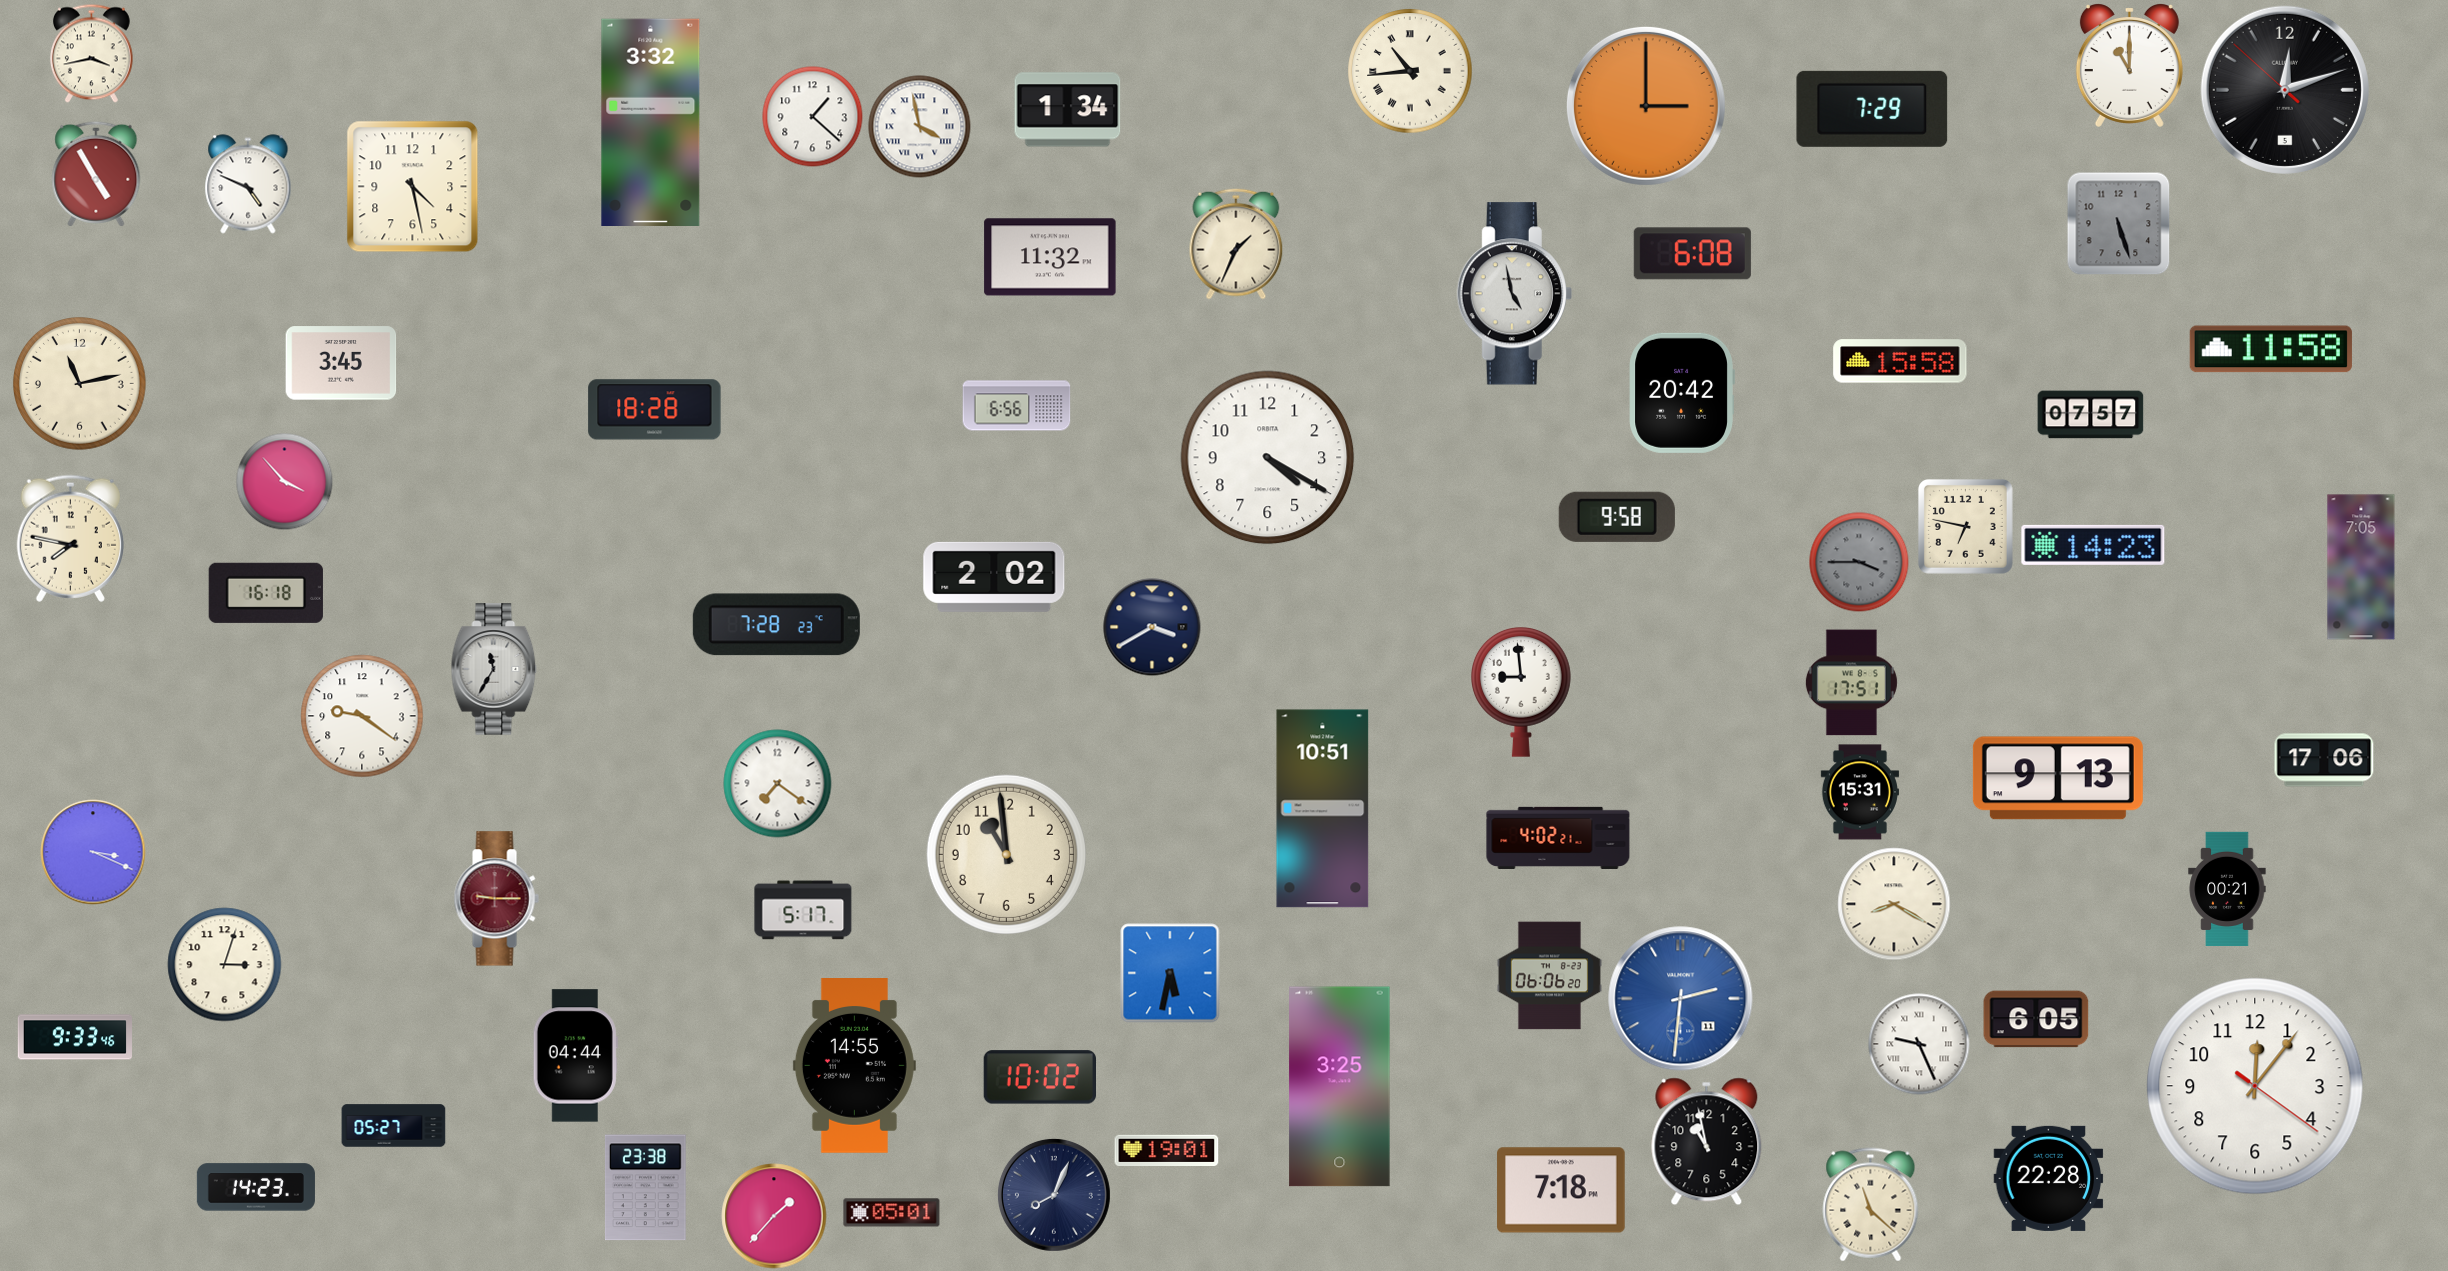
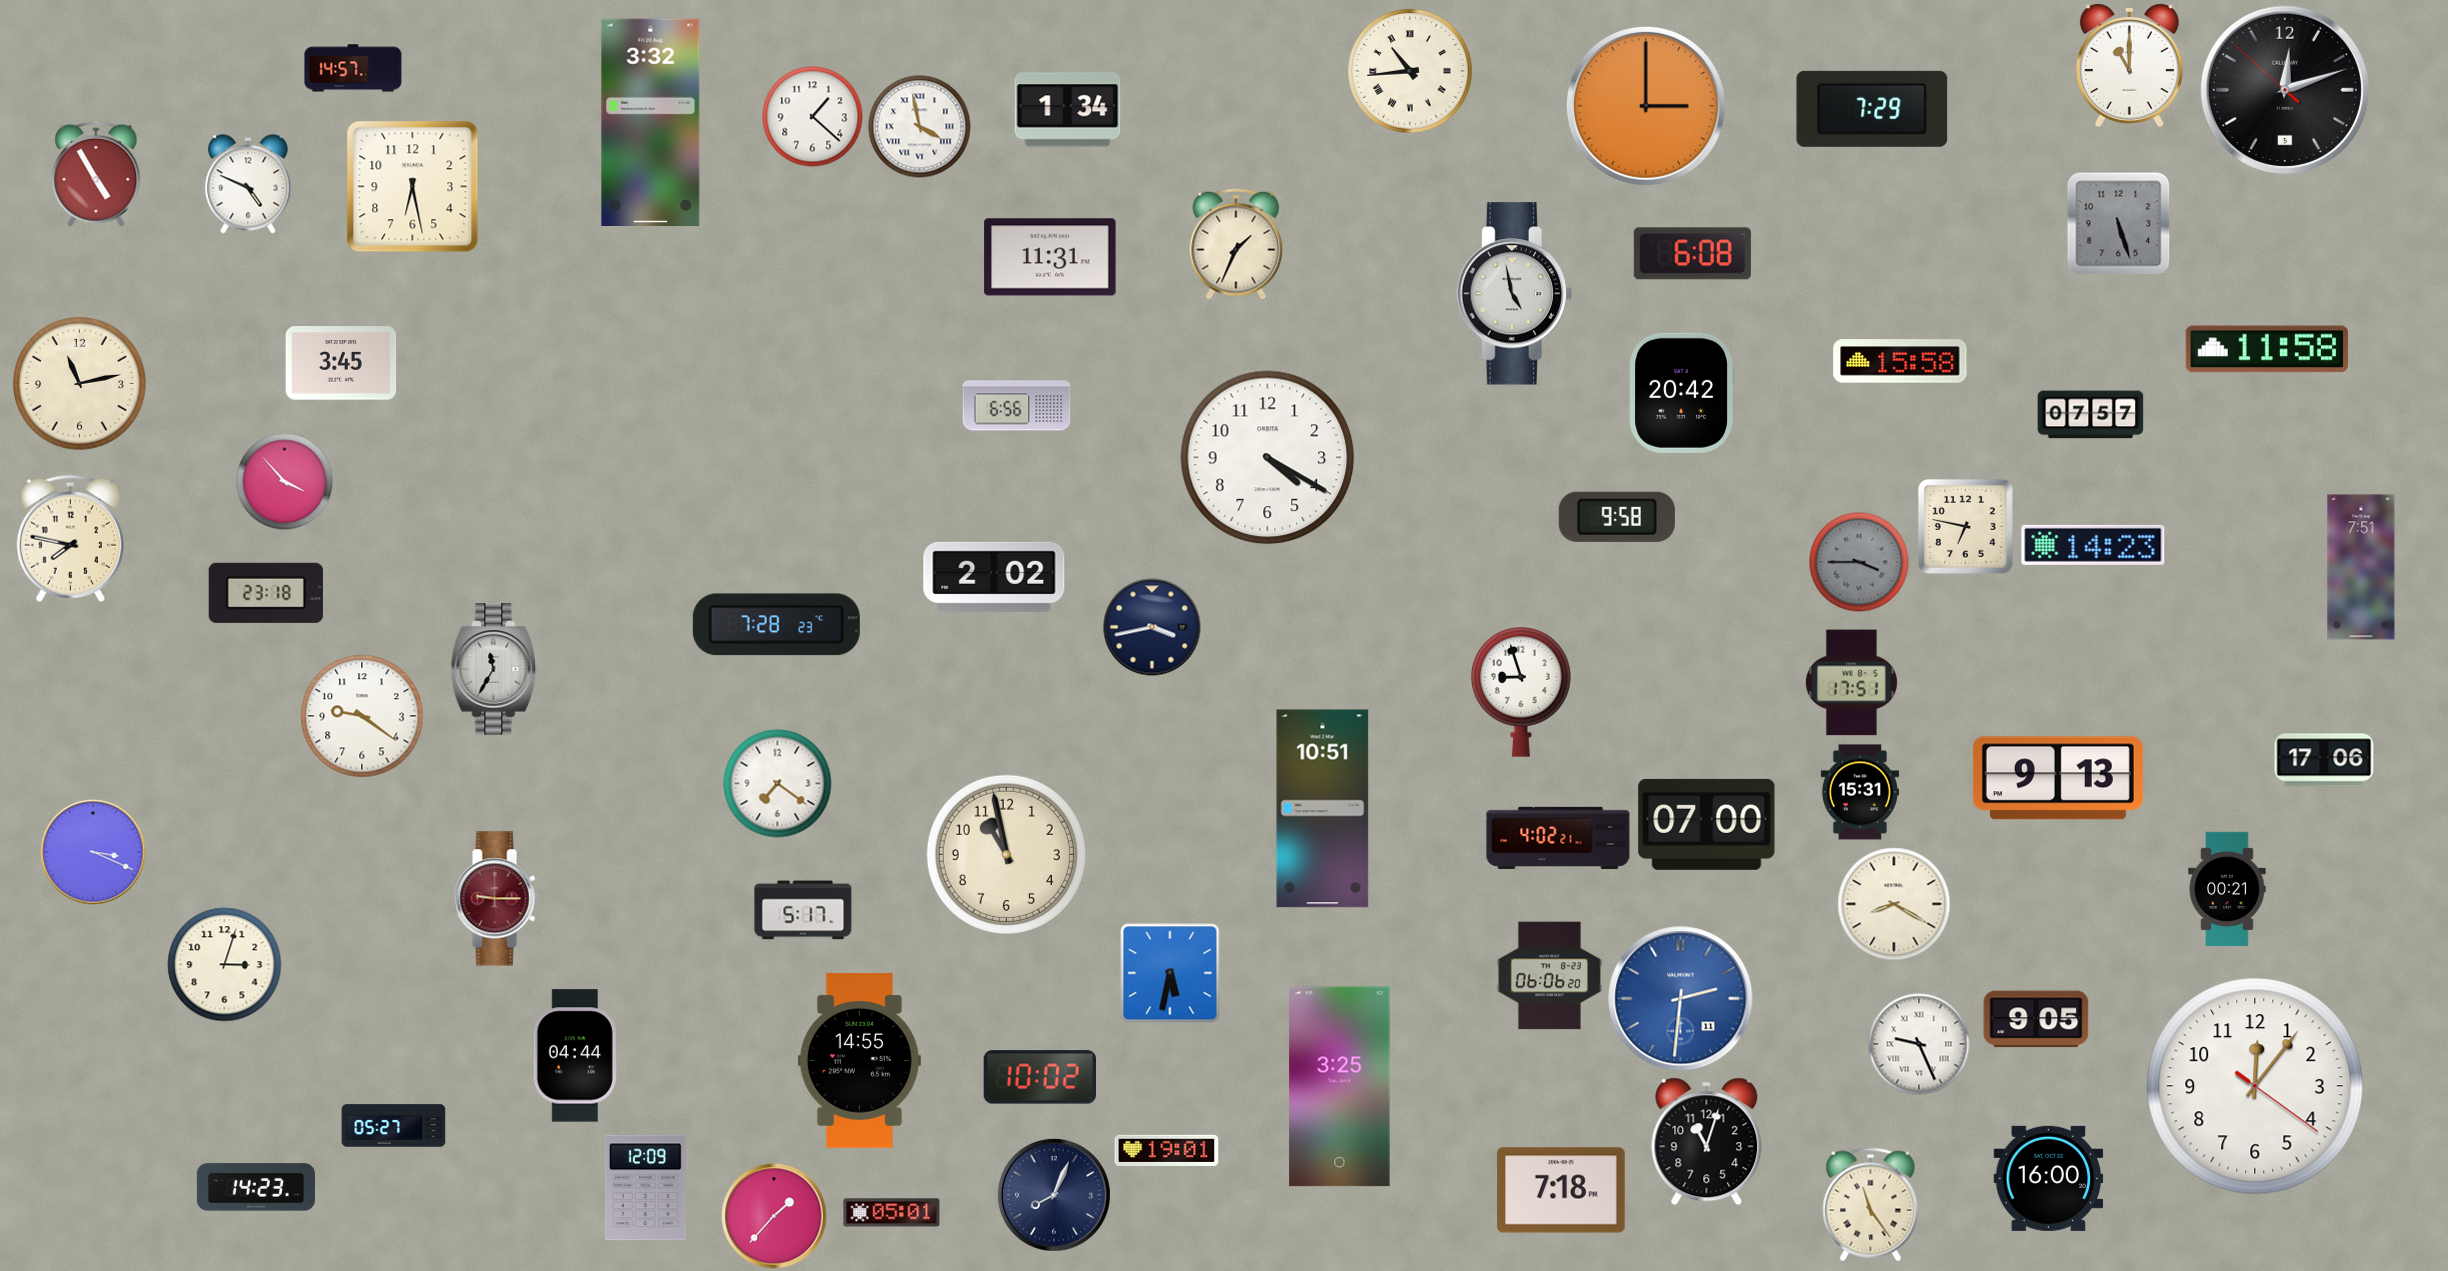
clock at (91, 53): 3:43 -> none
clock at (353, 68): none -> 14:57
clock at (413, 187): 4:28 -> 6:28
clock at (1050, 257): 11:32 -> 11:31
clock at (2271, 349) position: (2271, 349) -> (2267, 349)
clock at (655, 410): 18:28 -> none
clock at (2361, 567): 7:05 -> 7:51
clock at (266, 593): 16:18 -> 23:18
clock at (1152, 627): 3:40 -> 3:43
clock at (1522, 693): 8:59 -> 8:57
clock at (1707, 824): none -> 07:00
clock at (1006, 854): 10:59 -> 10:58
clock at (2036, 1019): 6:05 -> 9:05
clock at (74, 1037): 9:33 -> none
clock at (854, 1066) position: (854, 1066) -> (859, 1061)
clock at (1707, 1142): 10:58 -> 11:03
clock at (2049, 1178): 22:28 -> 16:00
clock at (645, 1188): 23:38 -> 12:09
clock at (1871, 1205): 11:22 -> 11:24
